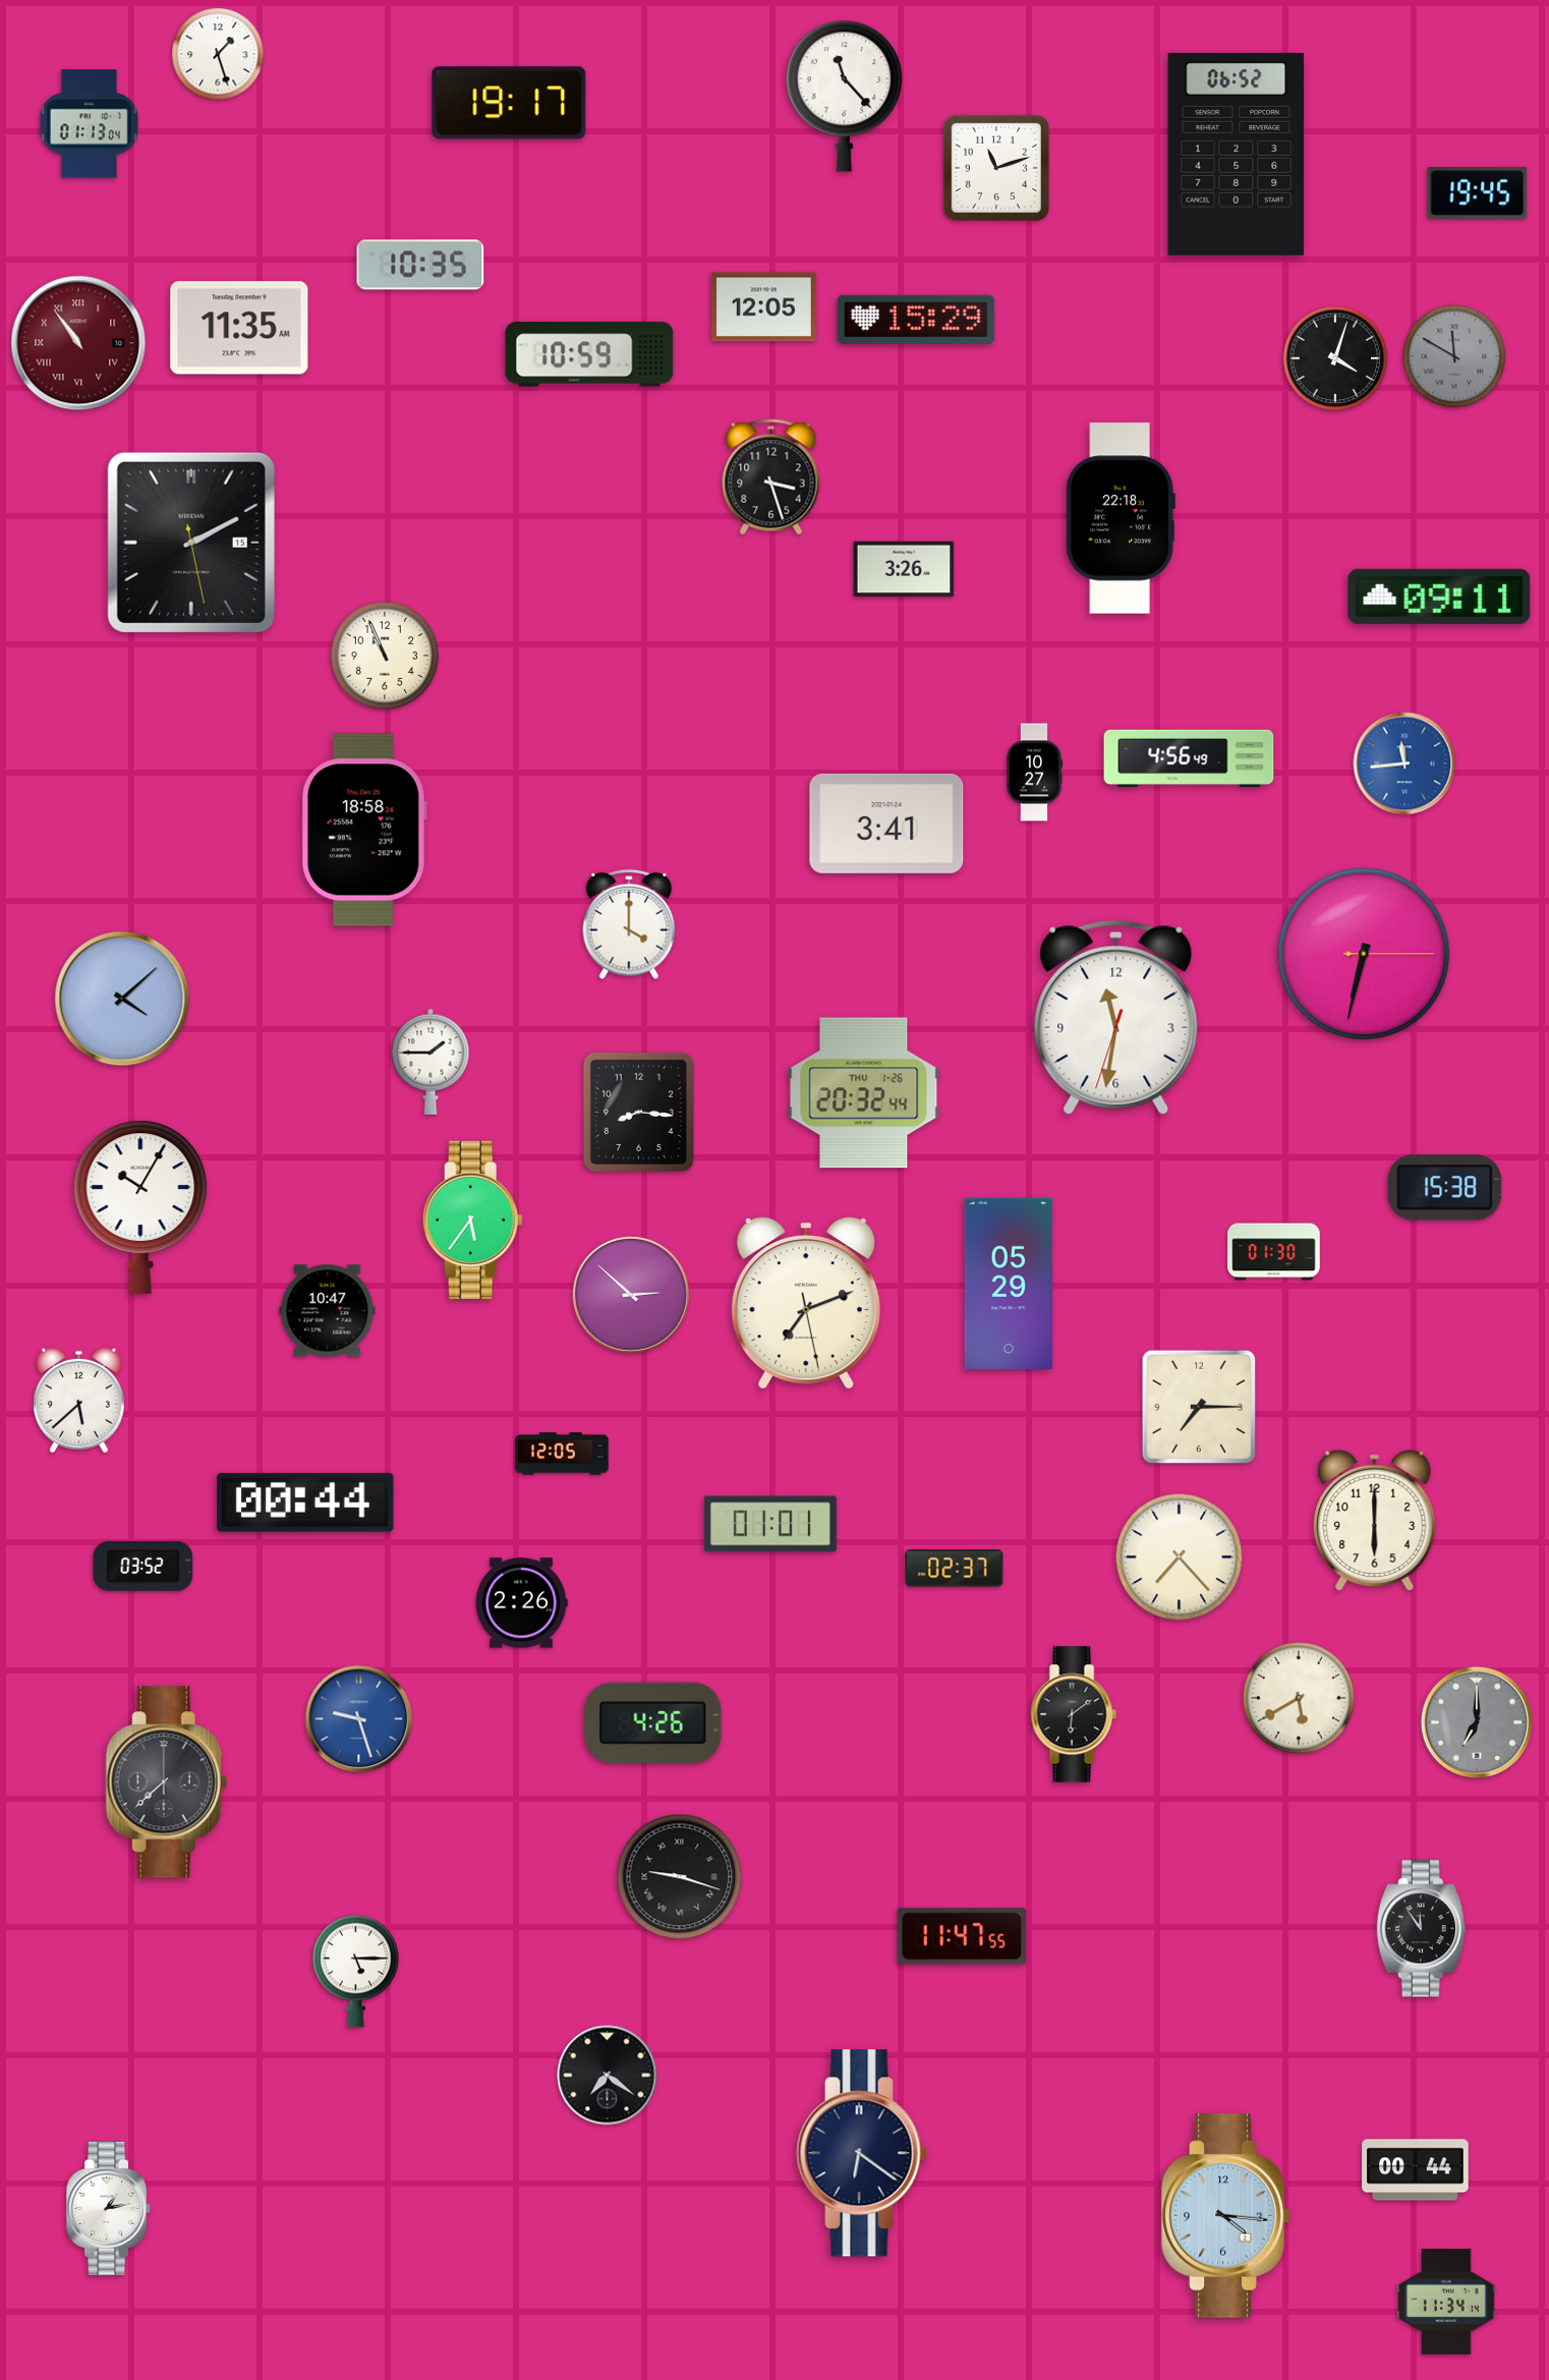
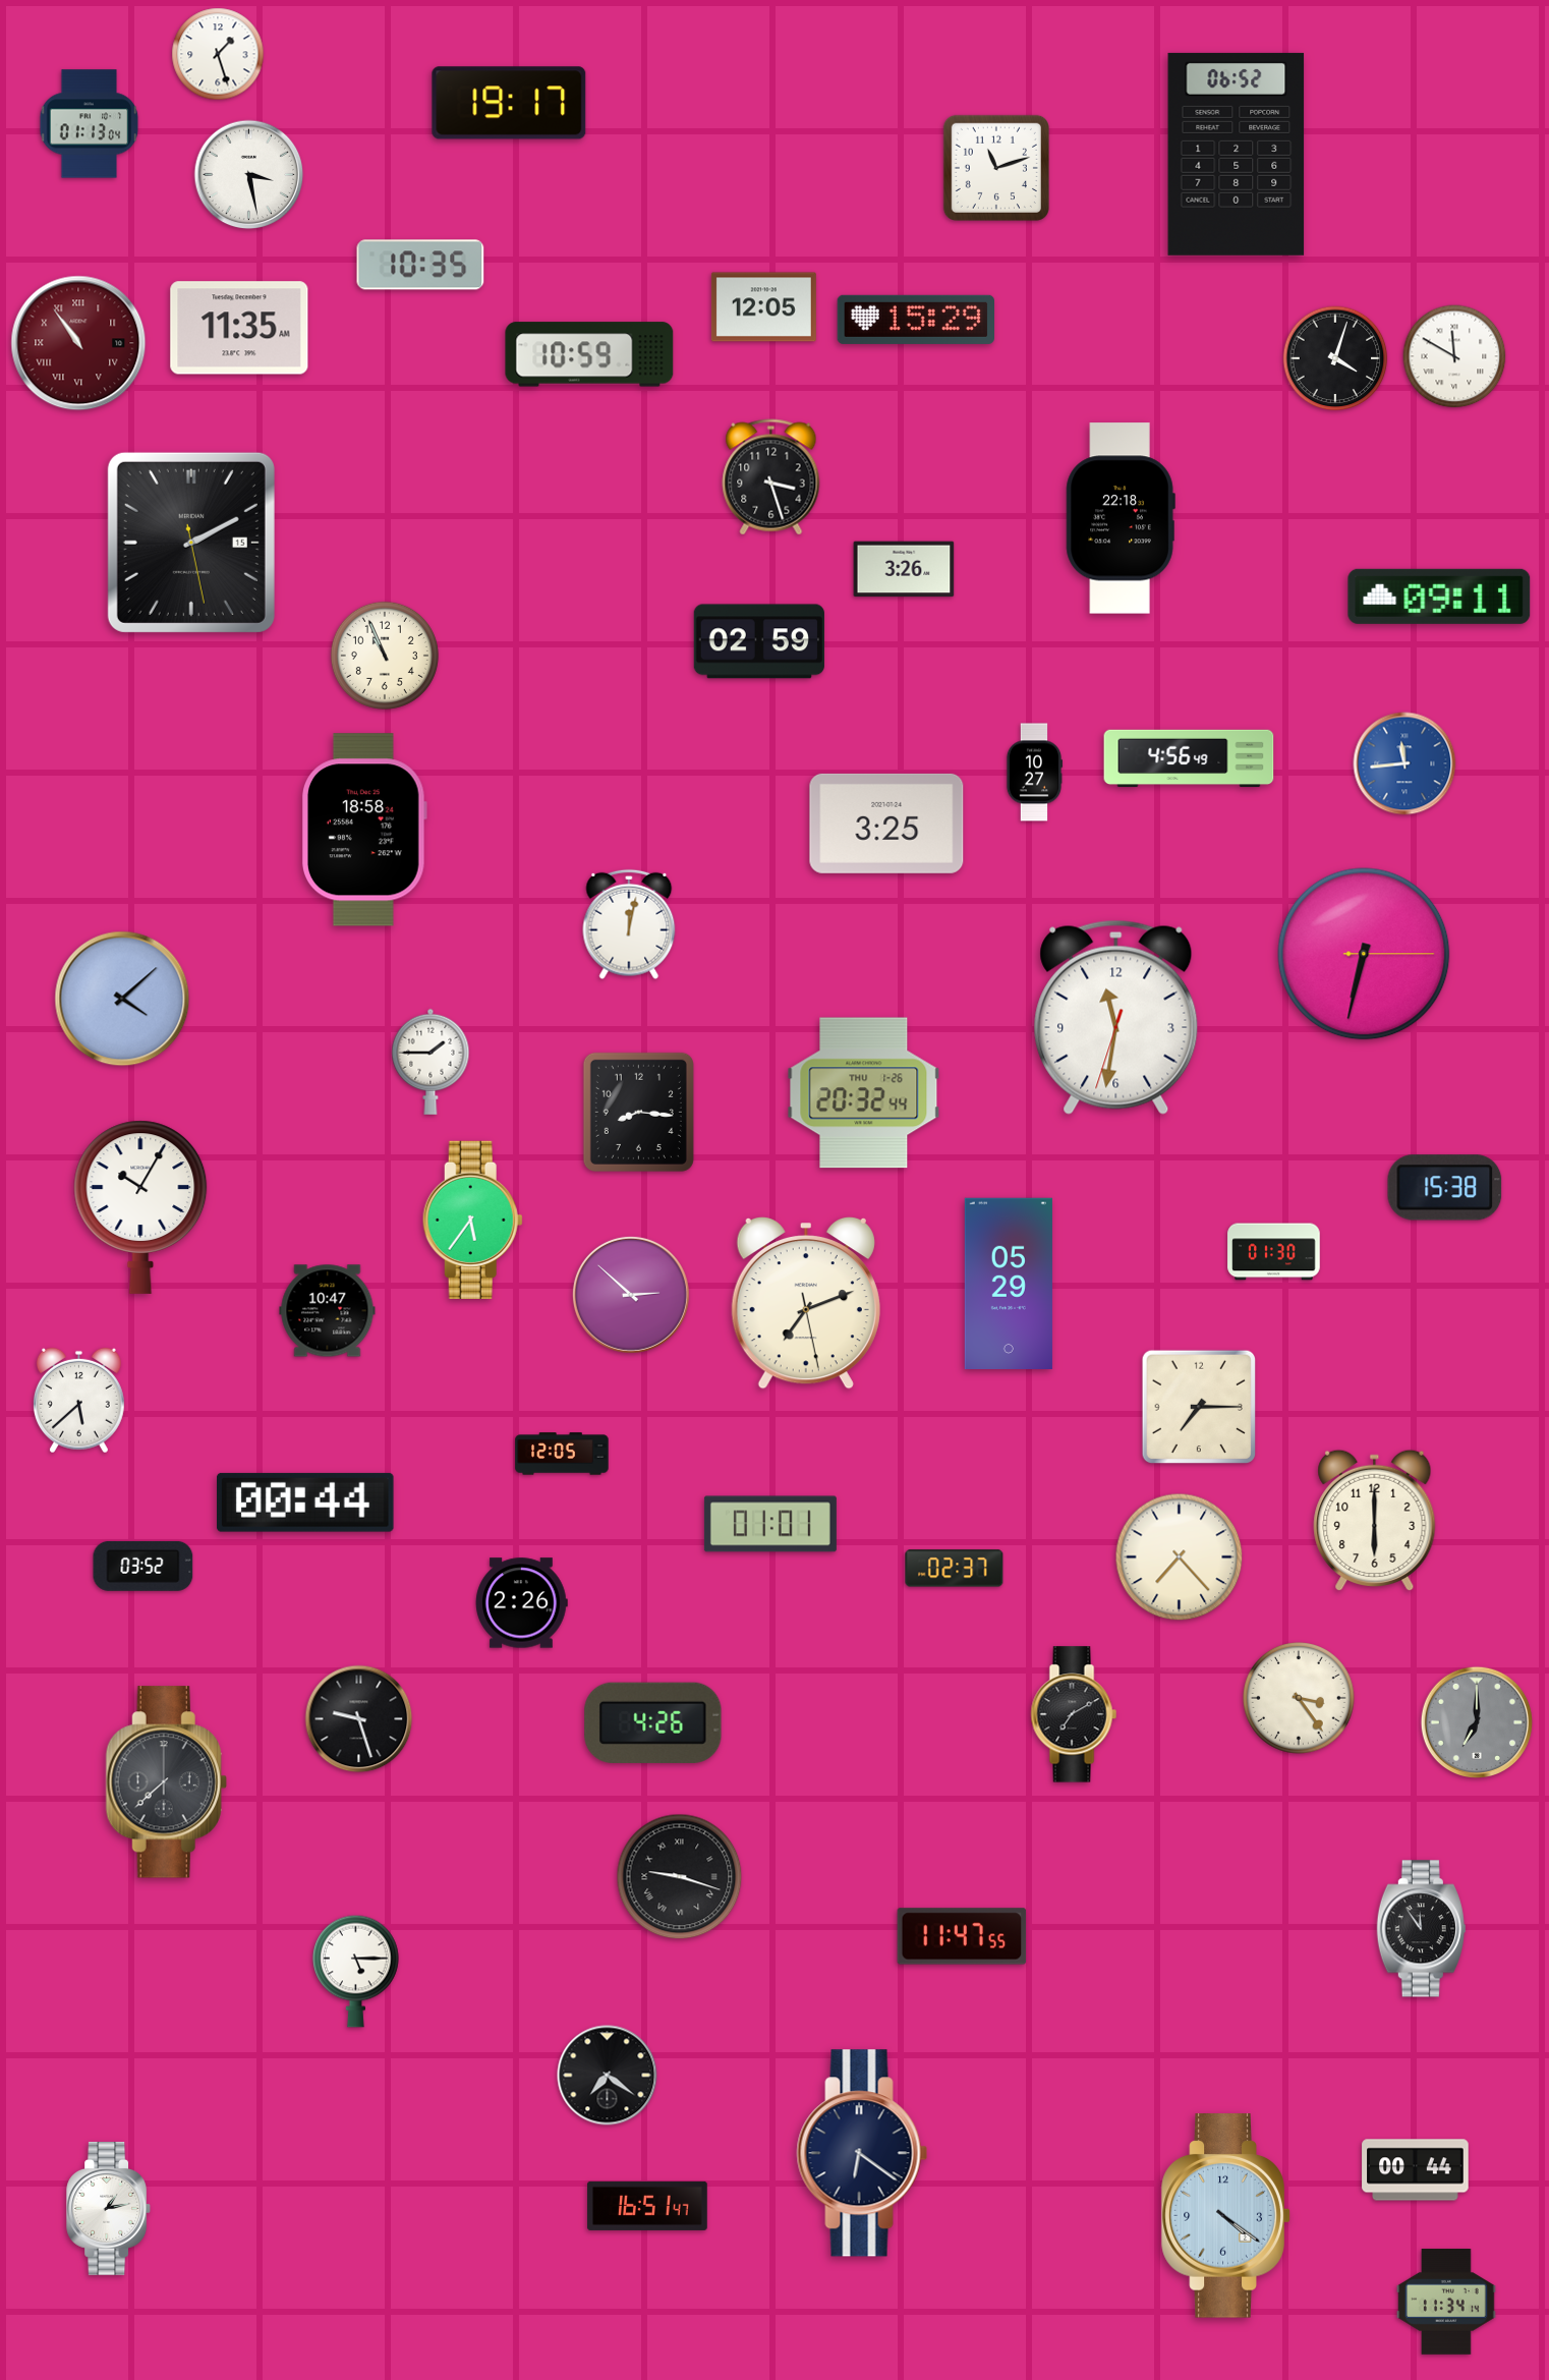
clock at (845, 97): 11:23 -> none
clock at (249, 175): none -> 3:28
clock at (1478, 192): 19:45 -> none
clock at (1454, 356) dial: grey -> white
clock at (759, 641): none -> 02:59
clock at (886, 824): 3:41 -> 3:25
clock at (629, 924): 4:00 -> 12:02
clock at (1300, 1699): 5:40 -> 3:24
clock at (1074, 1714): 6:09 -> 7:10
clock at (359, 1719) dial: blue -> black
clock at (647, 2206): none -> 16:51
clock at (1226, 2216): 4:16 -> 4:21
